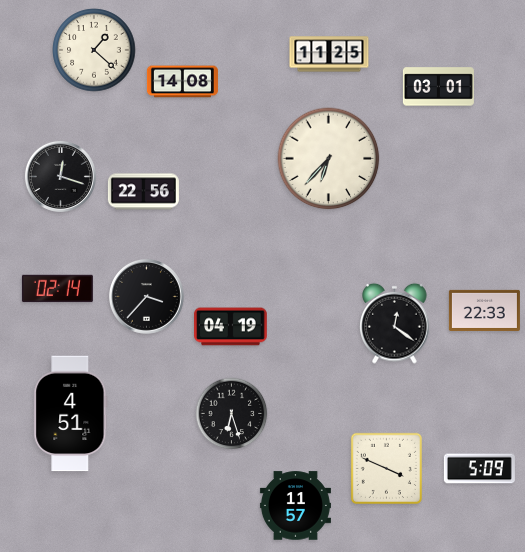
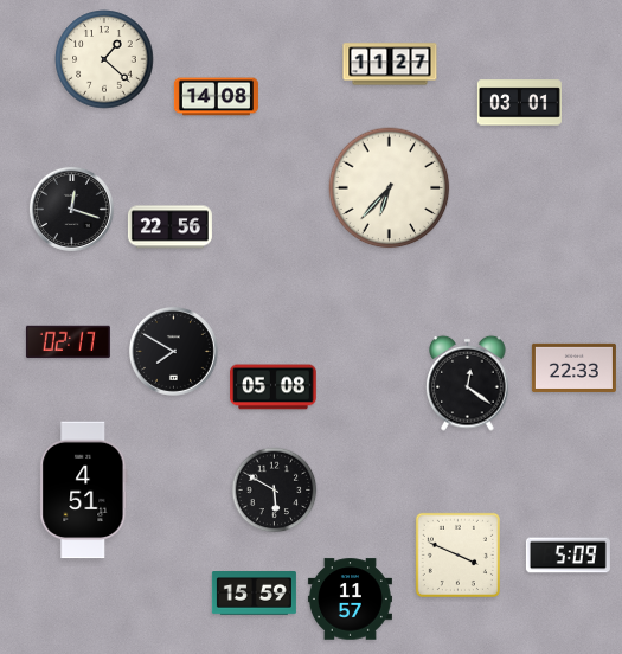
clock at (94, 50) position: (94, 50) -> (104, 59)
clock at (329, 54): 11:25 -> 11:27
clock at (57, 289): 02:14 -> 02:17
clock at (147, 297): 3:37 -> 7:50
clock at (231, 327): 04:19 -> 05:08
clock at (232, 414): 6:27 -> 5:50
clock at (254, 594): none -> 15:59
